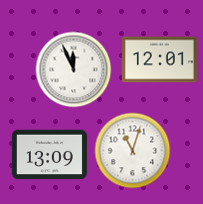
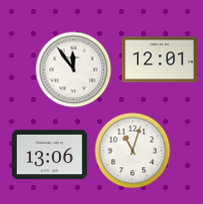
clock at (74, 70): 11:56 -> 11:54
clock at (49, 155): 13:09 -> 13:06
